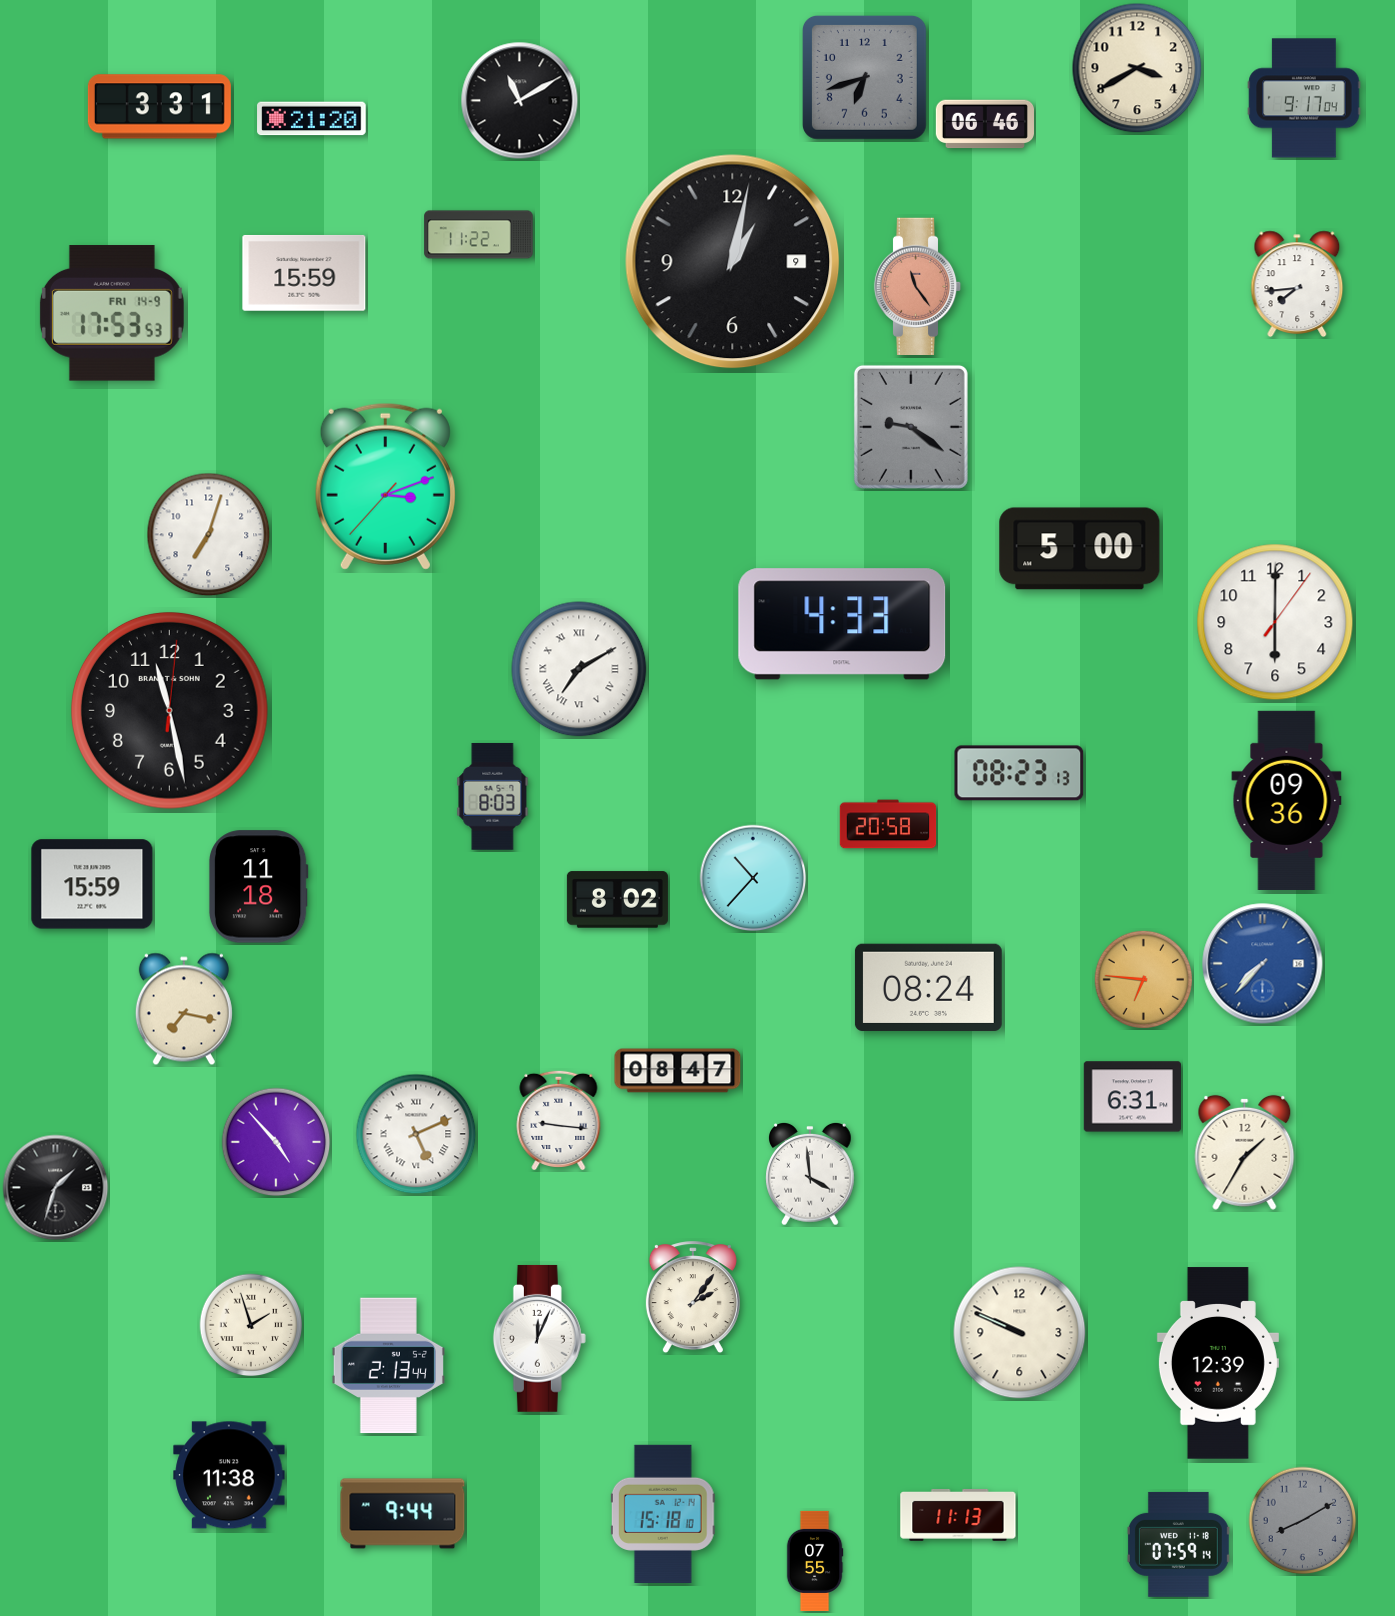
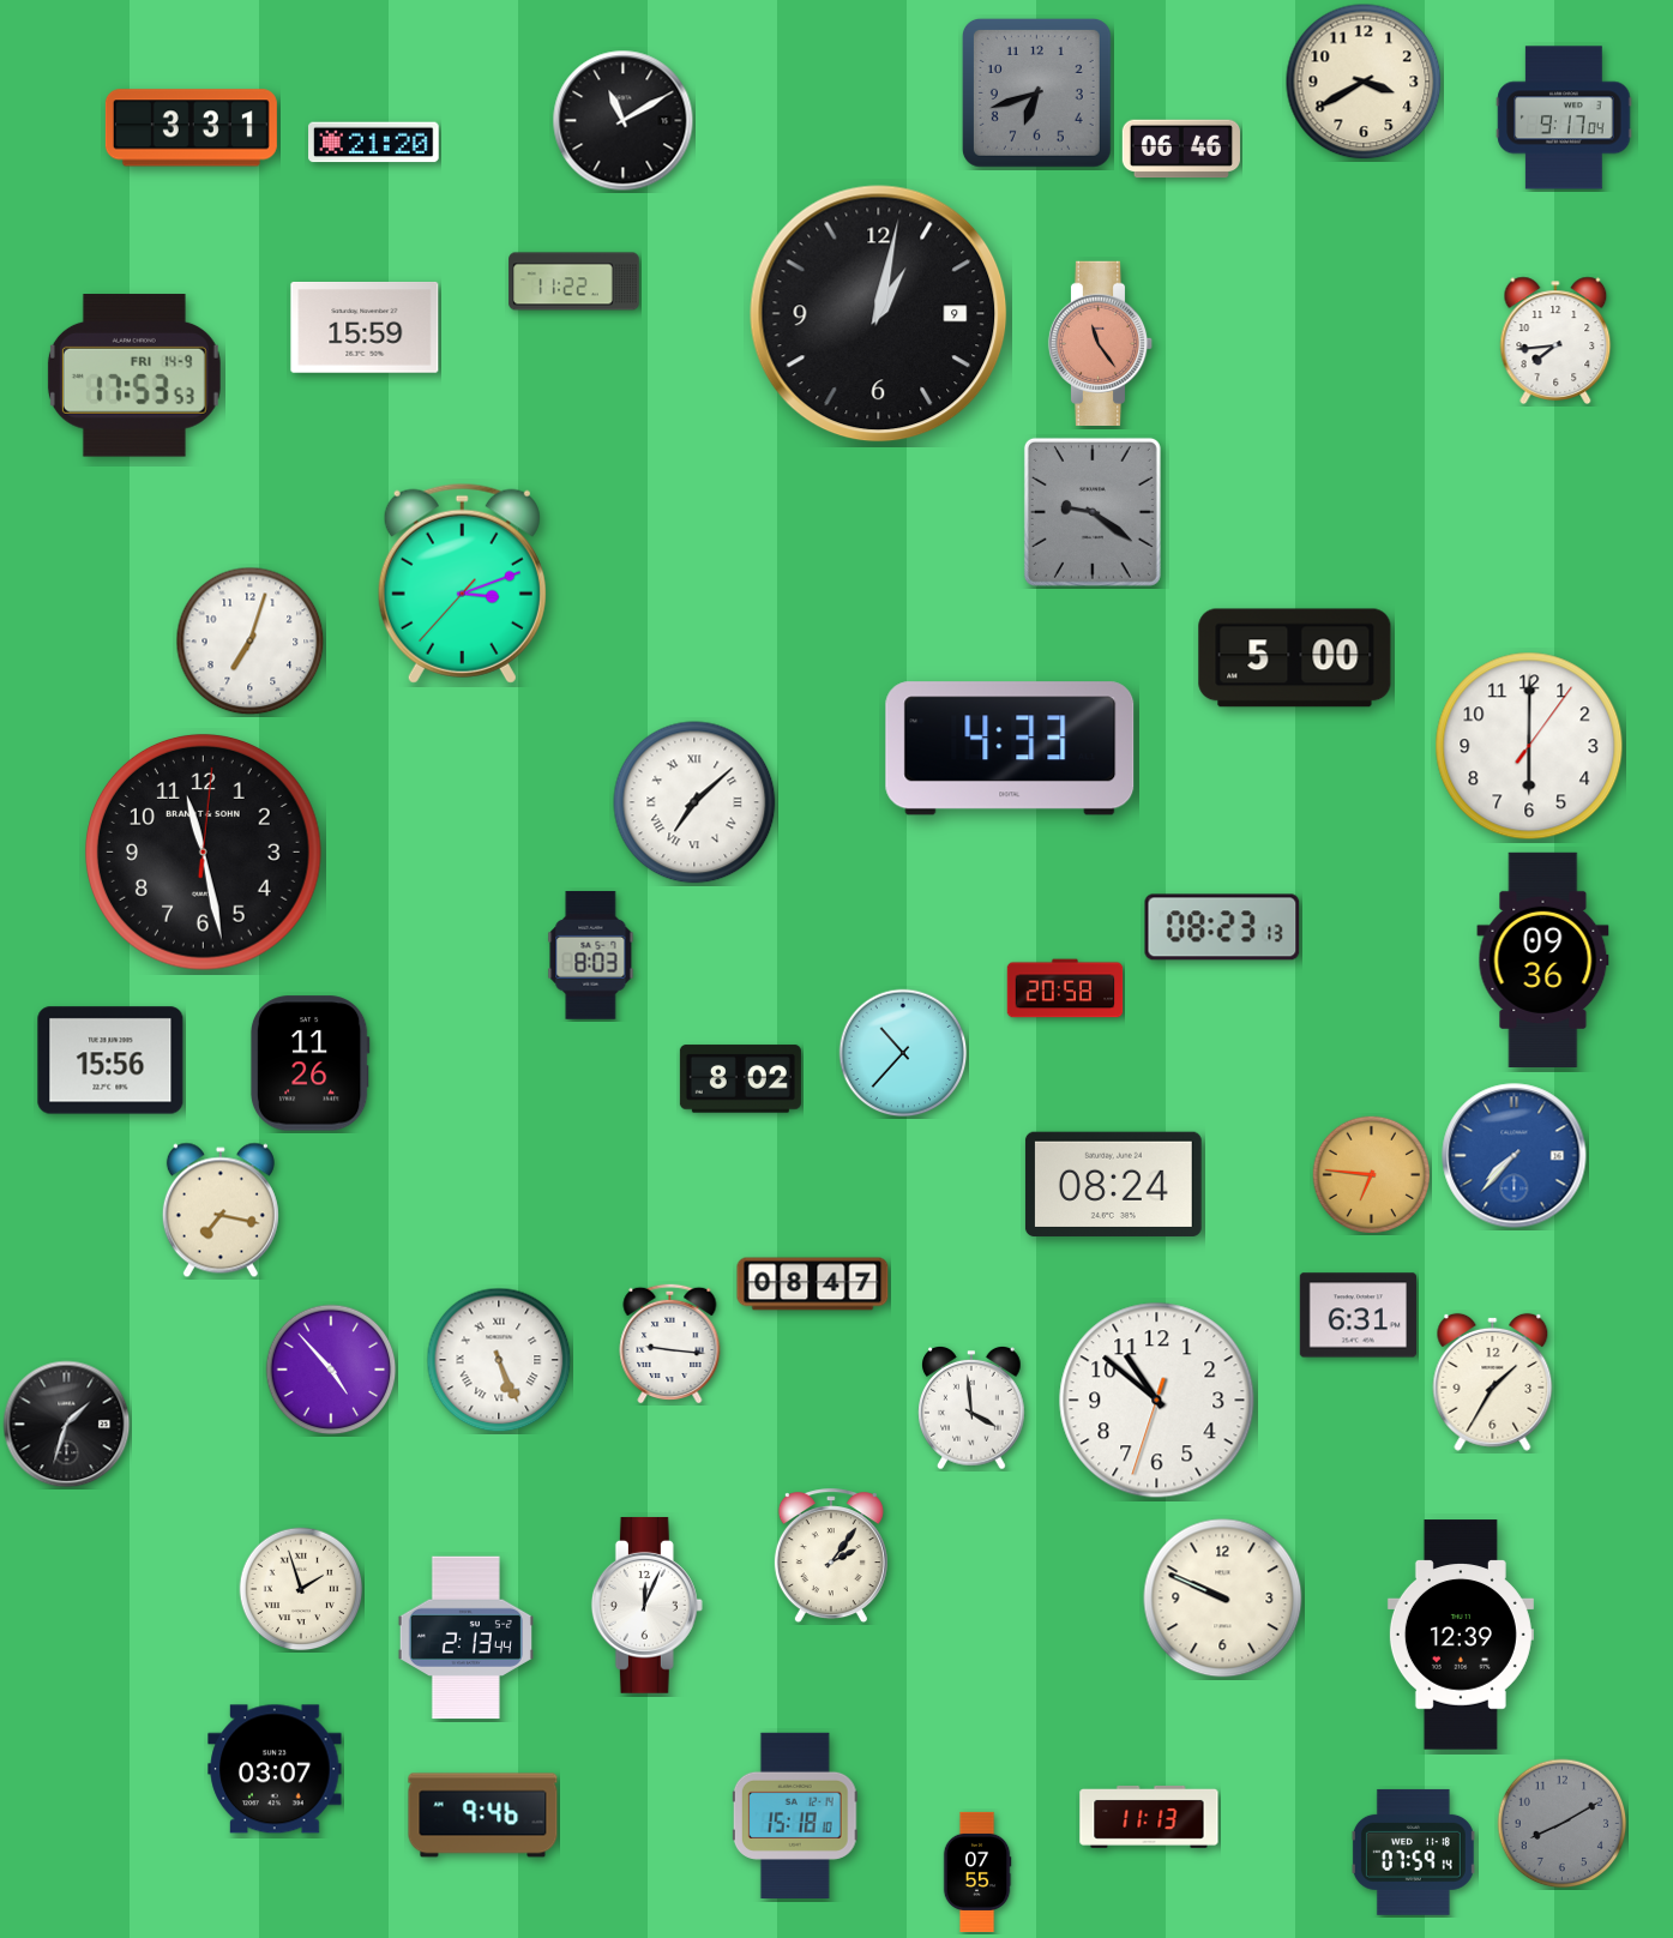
clock at (579, 669): 7:10 -> 7:08
clock at (92, 884): 15:59 -> 15:56
clock at (258, 887): 11:18 -> 11:26
clock at (416, 1134): 5:11 -> 5:26
clock at (1157, 1401): none -> 10:51
clock at (229, 1475): 11:38 -> 03:07
clock at (403, 1514): 9:44 -> 9:46
